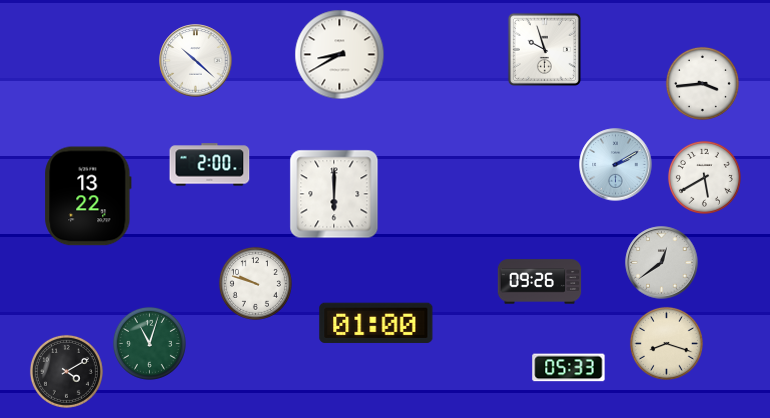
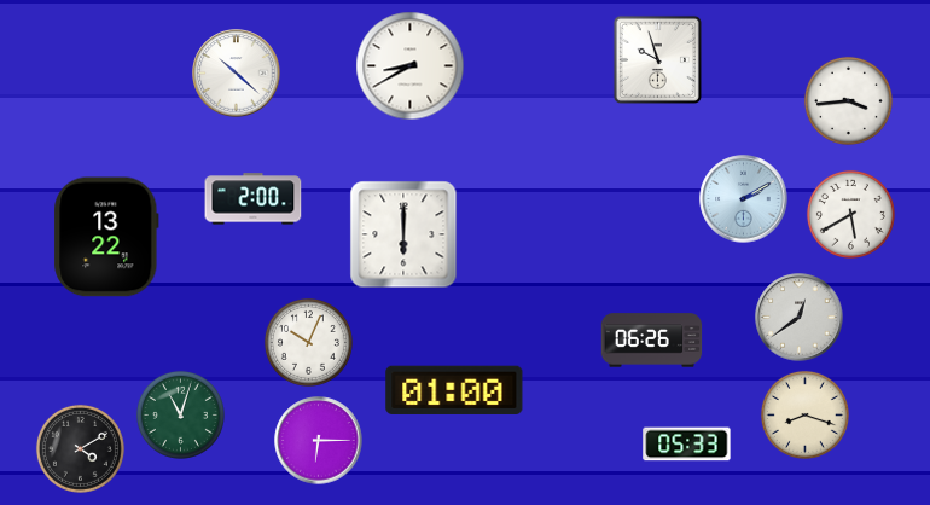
clock at (540, 282): 09:26 -> 06:26
clock at (255, 283): 9:48 -> 10:04
clock at (319, 441): none -> 6:15
